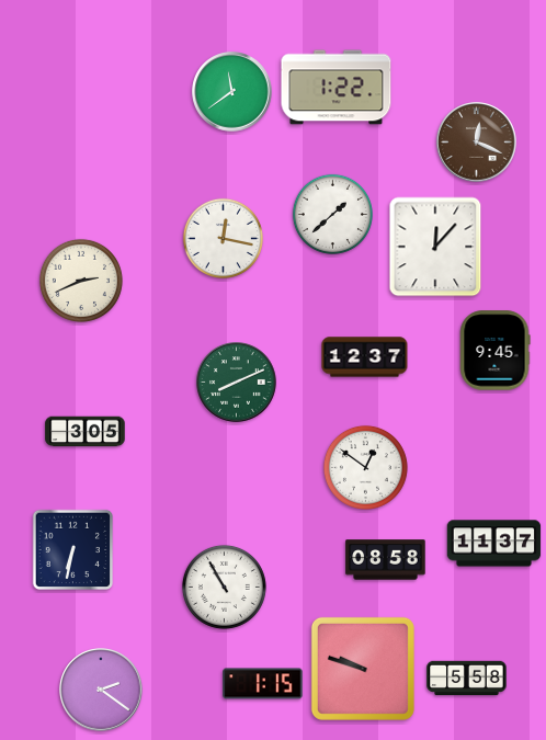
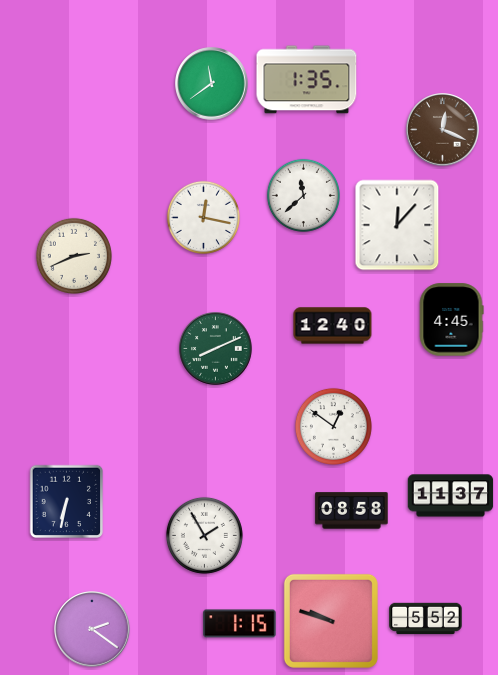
clock at (337, 88): 1:22 -> 1:35
clock at (477, 143) position: (477, 143) -> (443, 130)
clock at (332, 214): 1:38 -> 11:38
clock at (494, 351): 9:45 -> 4:45
clock at (365, 357): 12:37 -> 12:40
clock at (86, 432): 3:05 -> none
clock at (224, 587): 10:55 -> 1:55
clock at (363, 669) position: (363, 669) -> (331, 621)
clock at (467, 679): 5:58 -> 5:52
